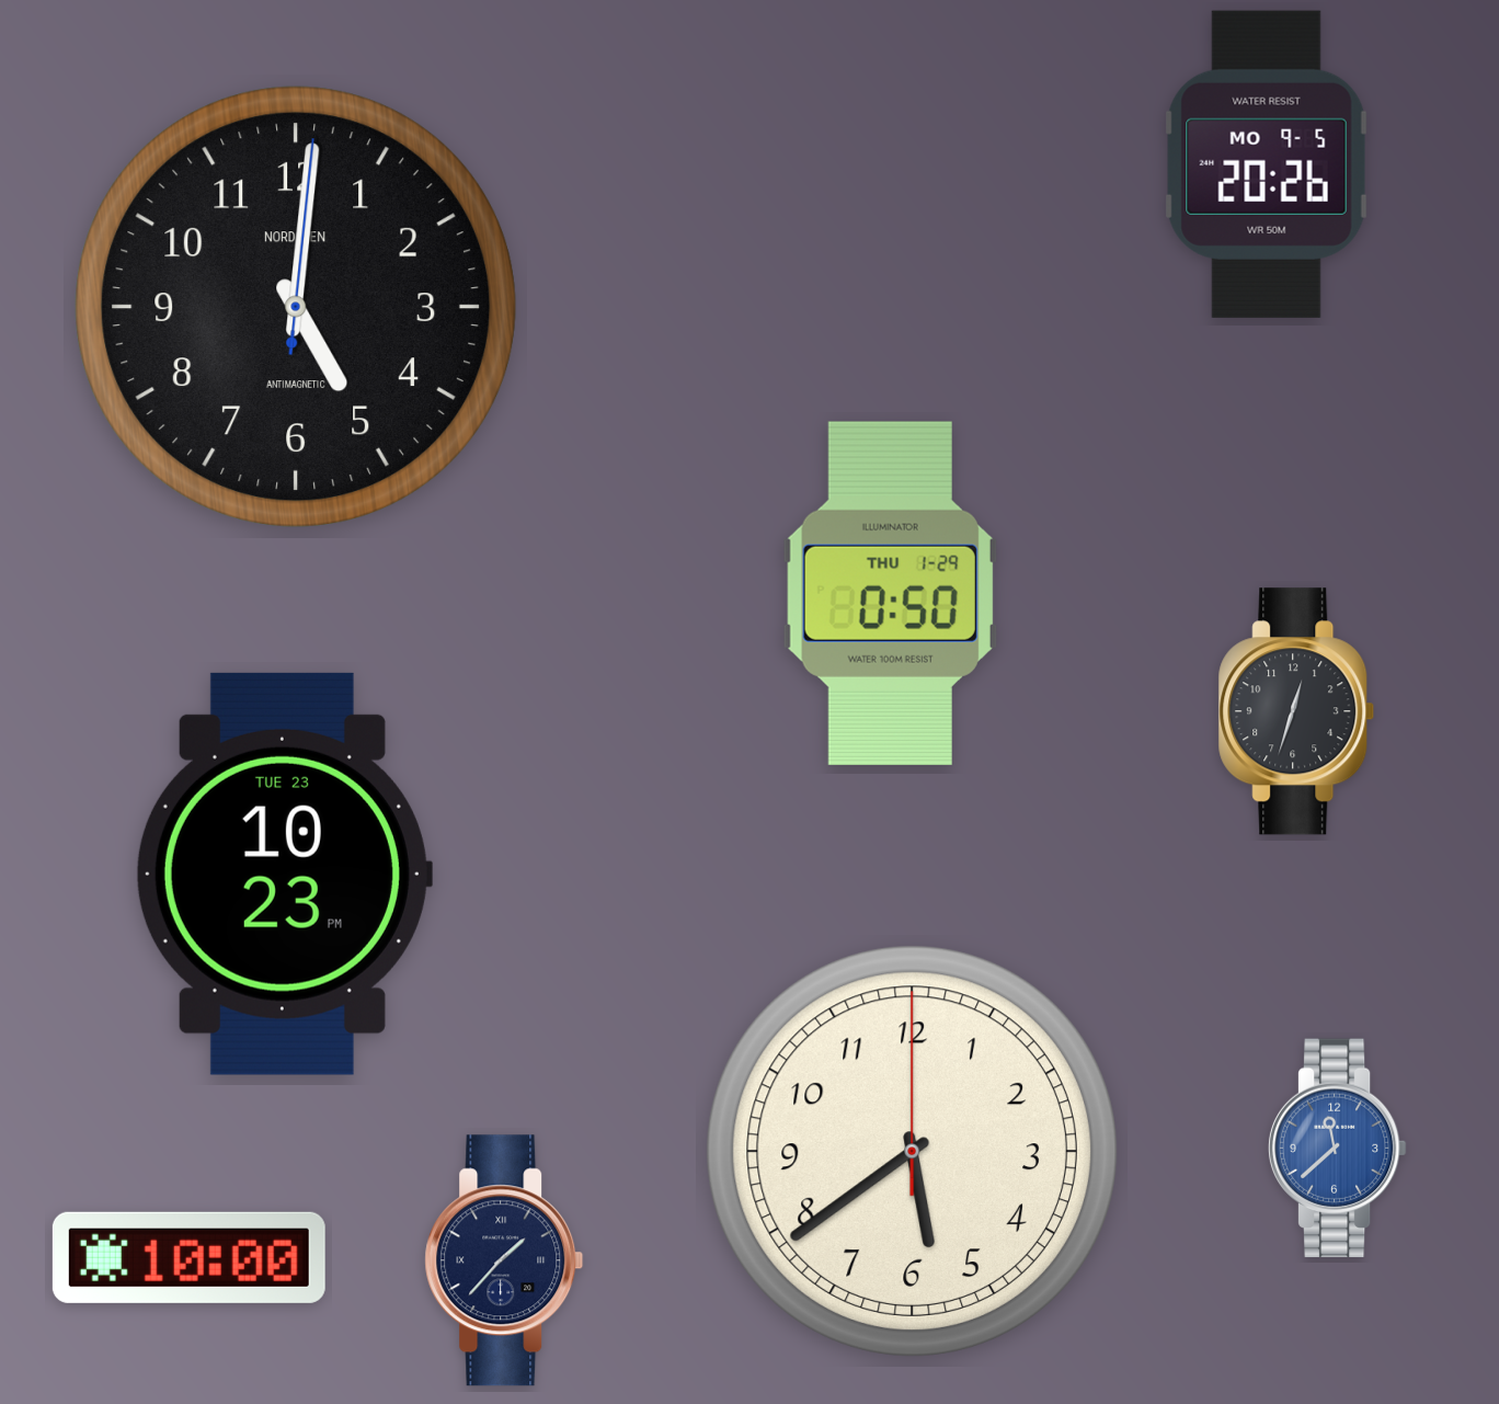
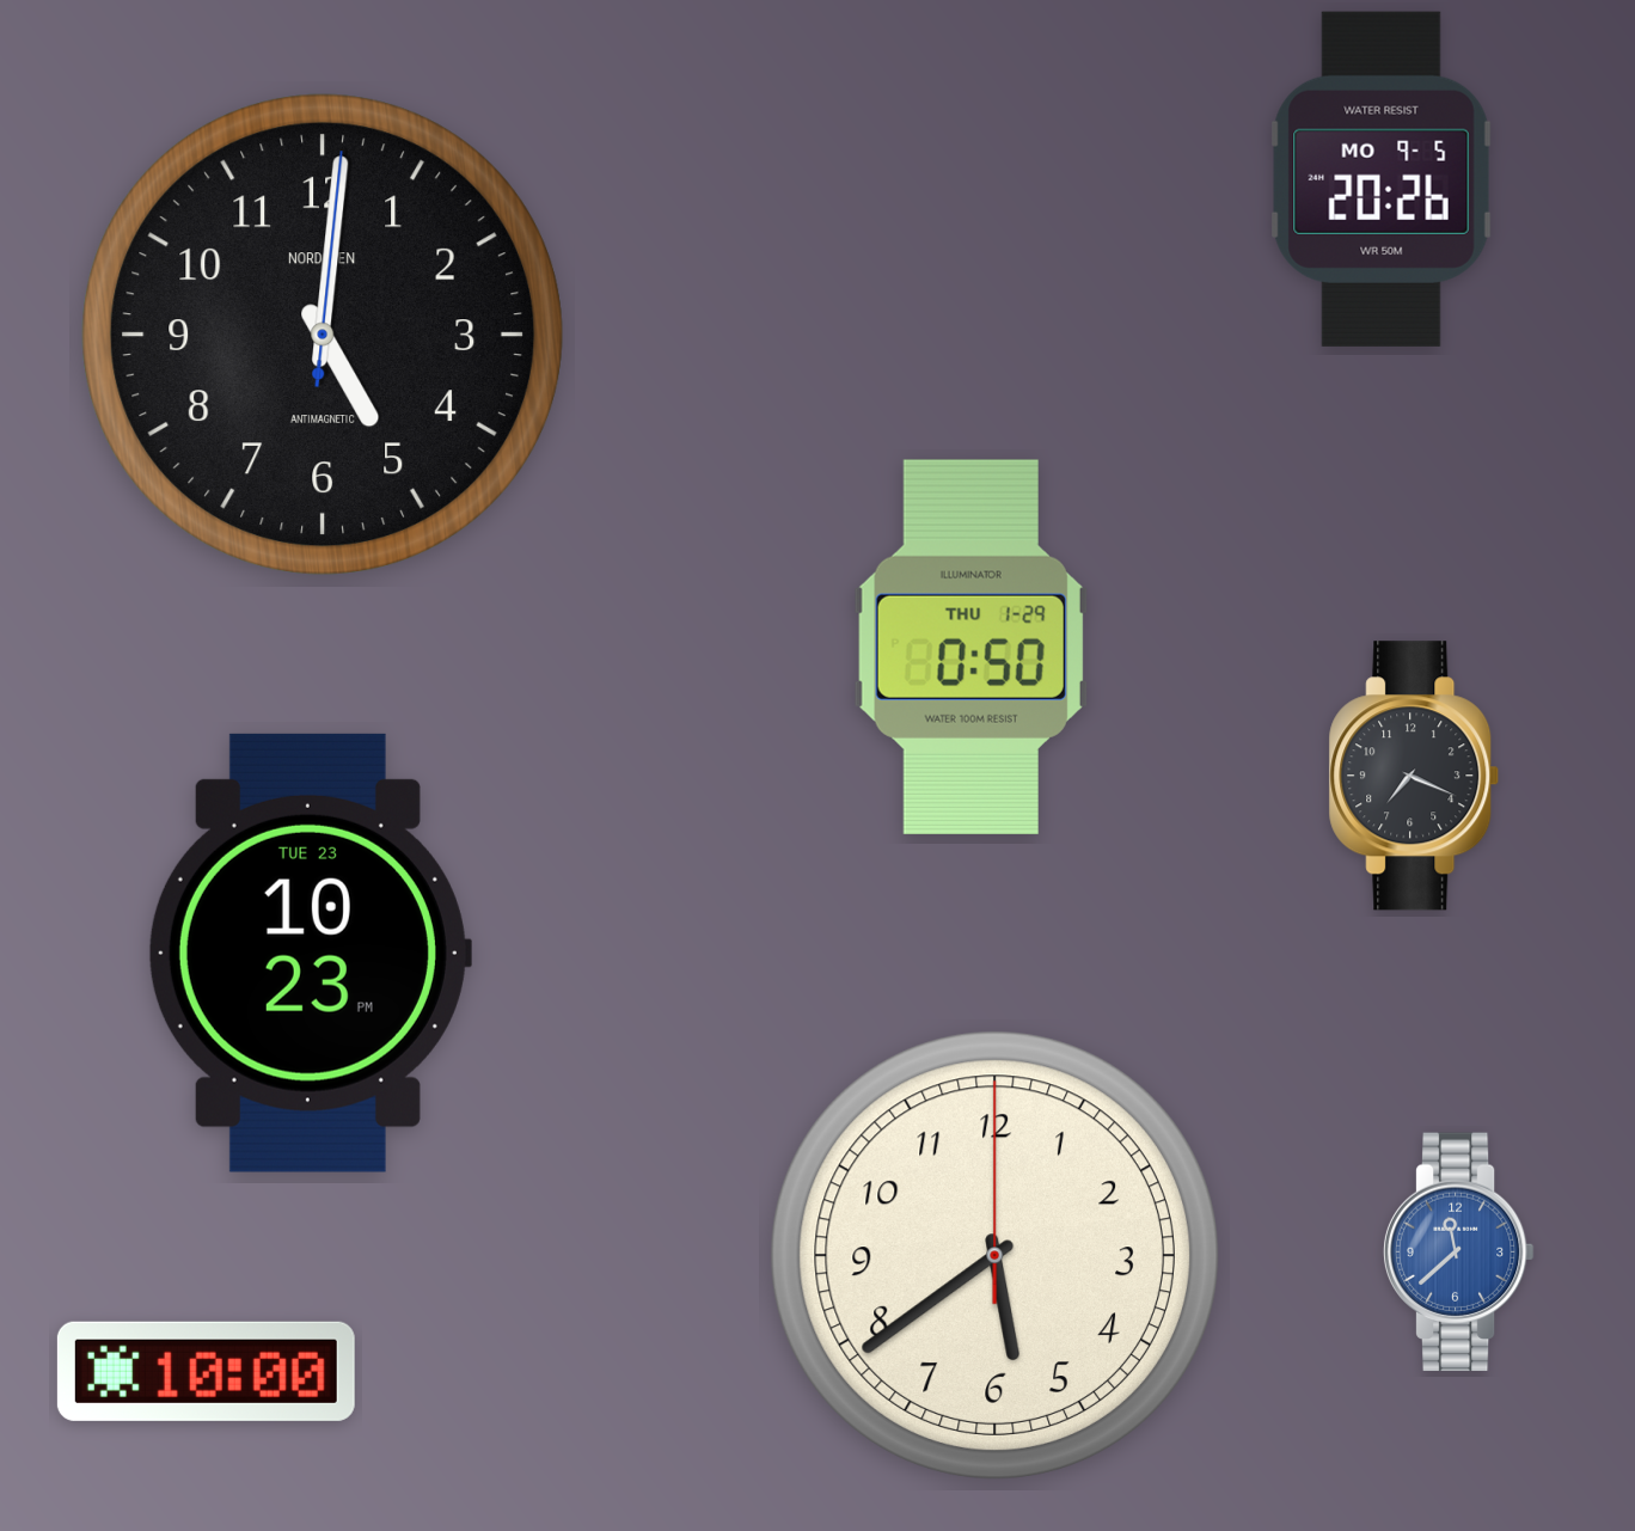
clock at (1296, 711): 12:33 -> 7:19
clock at (504, 1260): 1:37 -> none
